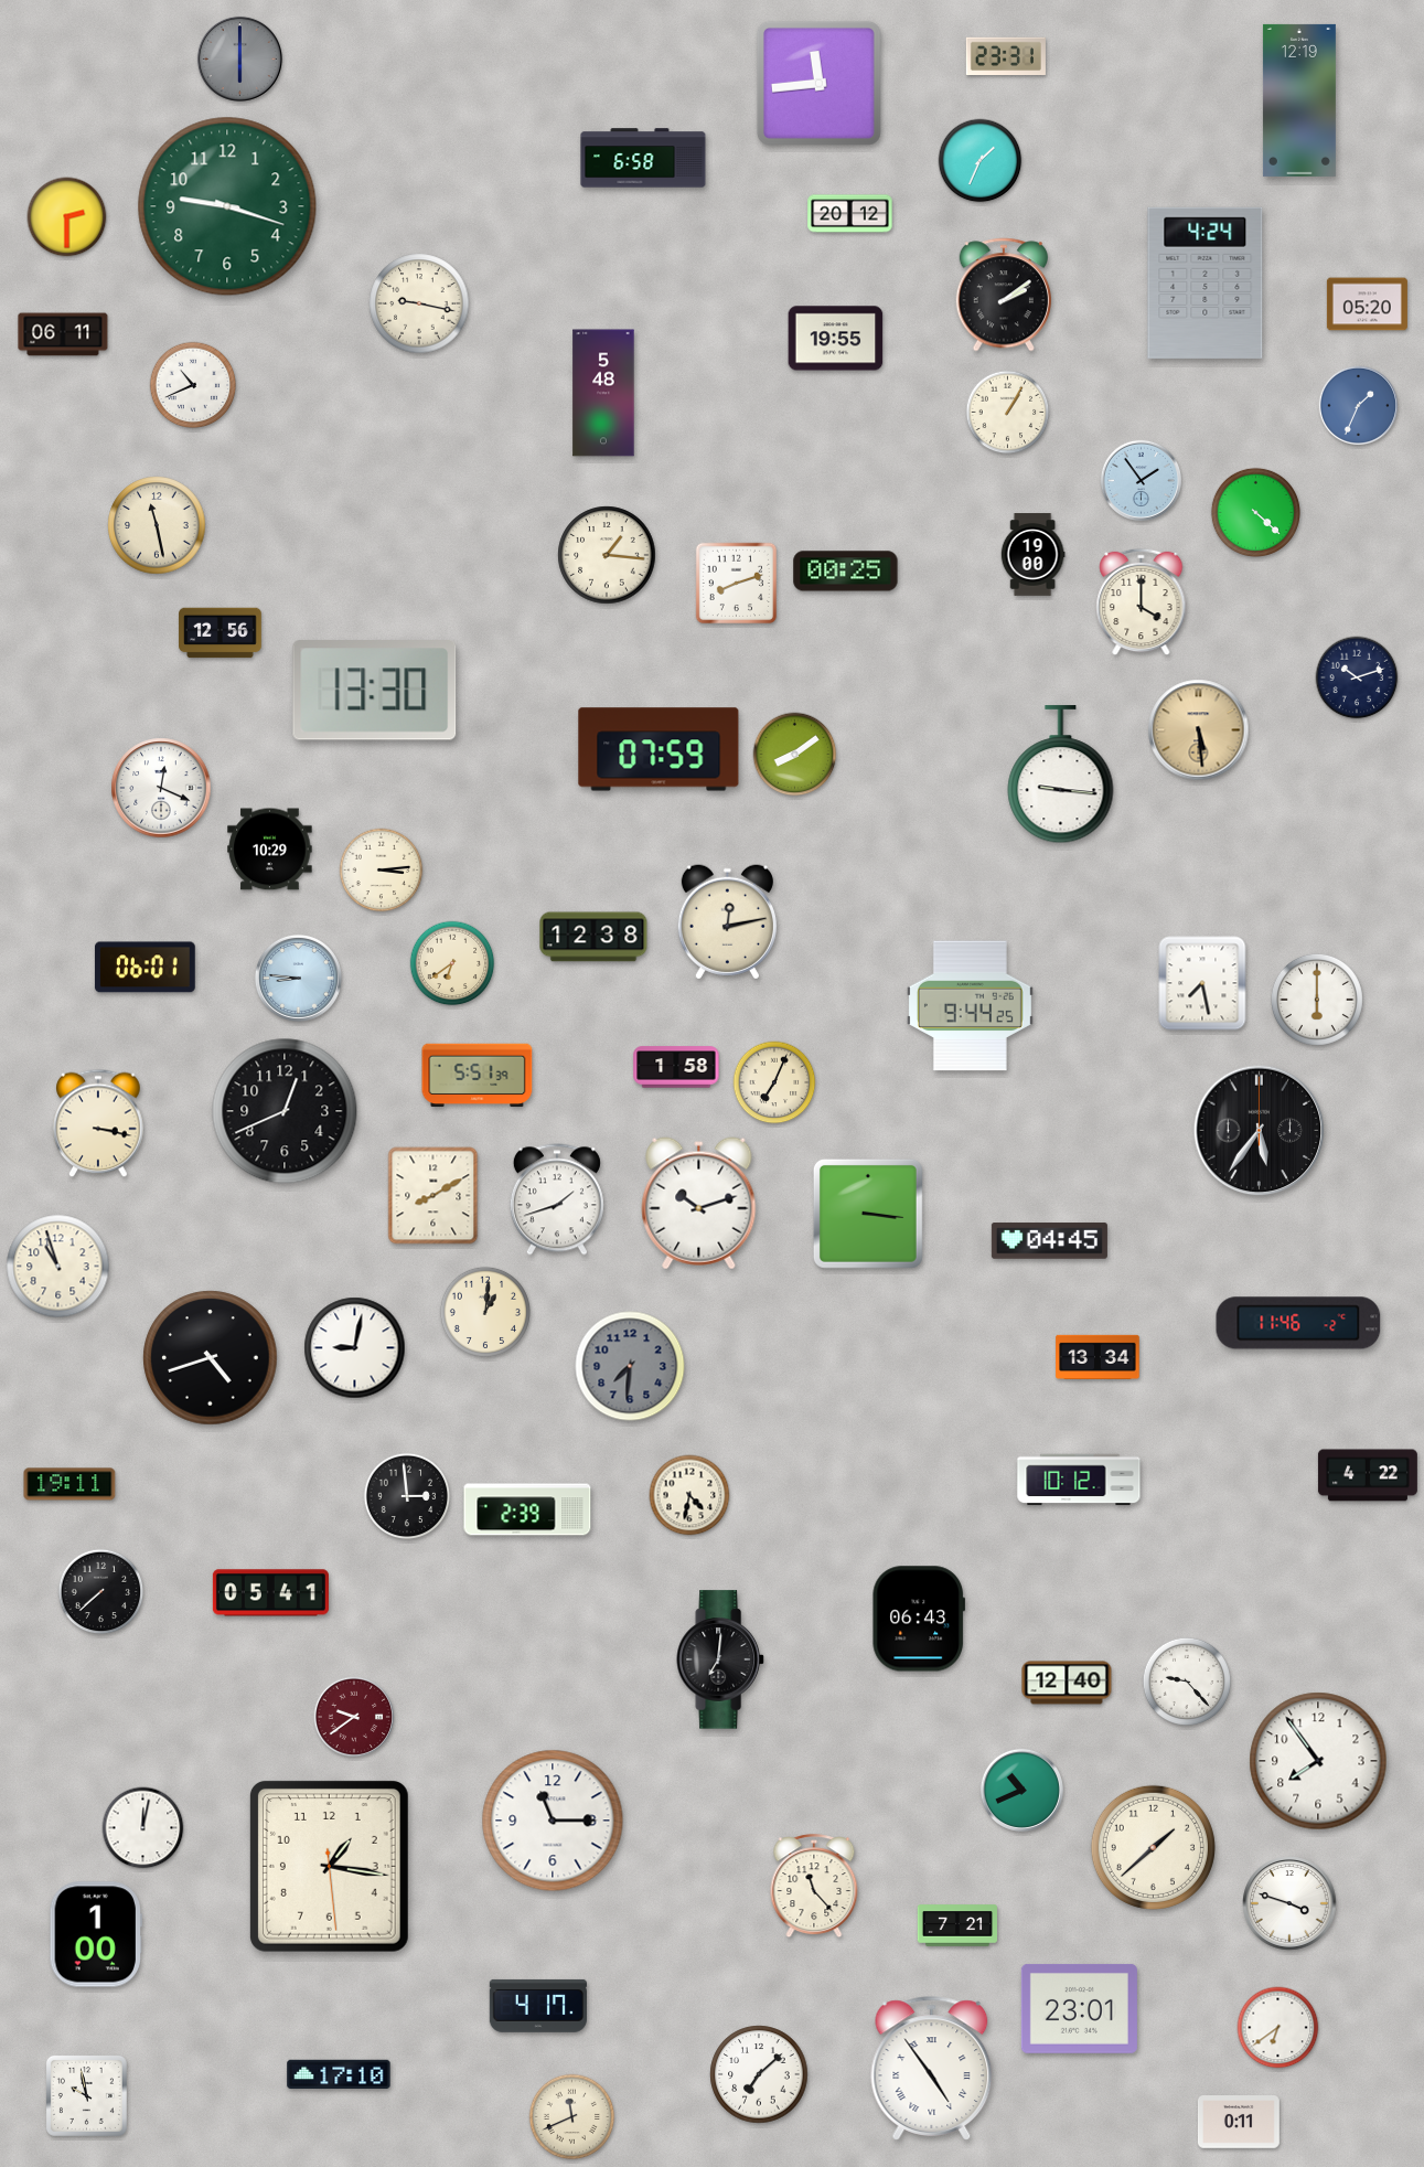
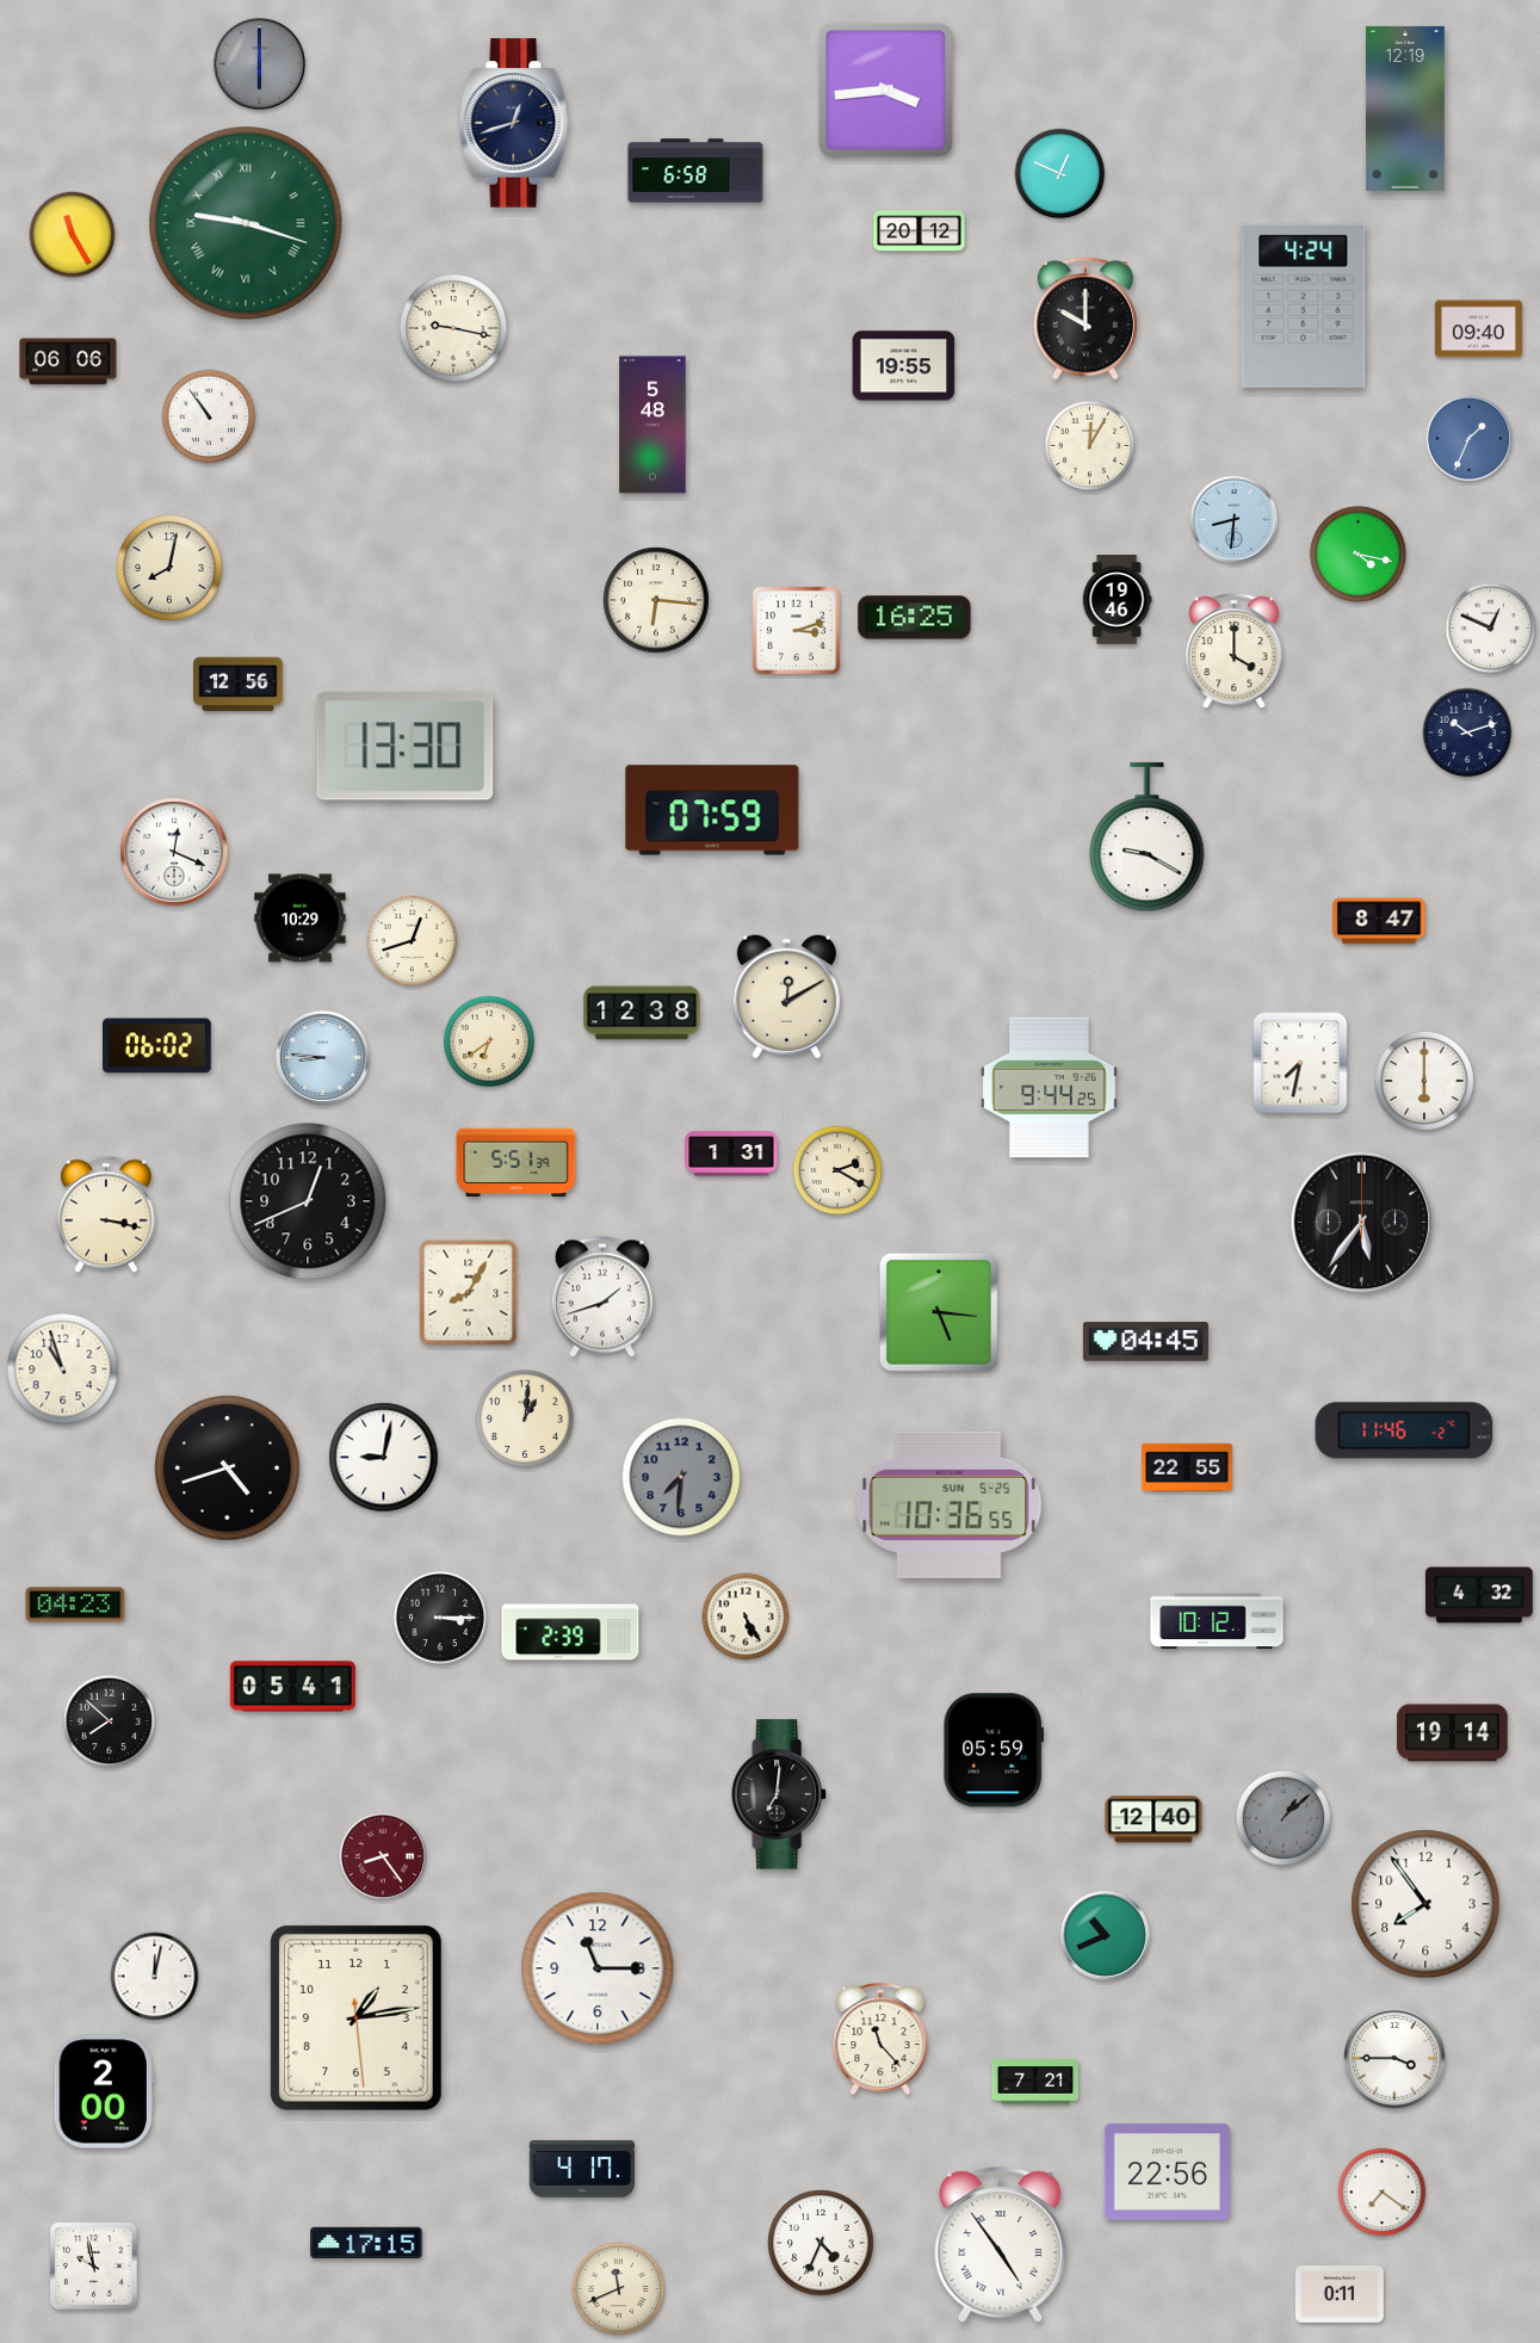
clock at (1006, 56): 23:31 -> none
clock at (818, 83): 11:44 -> 3:44
clock at (514, 123): none -> 12:42
clock at (981, 161): 1:34 -> 12:49
clock at (227, 206) numerals: Arabic -> Roman
clock at (67, 217): 2:30 -> 11:25
clock at (1003, 295): 2:09 -> 10:00
clock at (1367, 305): 05:20 -> 09:40
clock at (63, 334): 06:11 -> 06:06
clock at (193, 385): 10:41 -> 10:54
clock at (1008, 413): 1:05 -> 12:05
clock at (1141, 480): 1:54 -> 8:31
clock at (1255, 512): 4:22 -> 4:17
clock at (157, 525): 11:28 -> 8:02
clock at (607, 555): 1:16 -> 6:16
clock at (1032, 555): 19:00 -> 19:46
clock at (846, 572): 00:25 -> 16:25
clock at (1491, 629): none -> 12:49
clock at (737, 584): 8:12 -> 3:12
clock at (1199, 730): 5:29 -> none
clock at (795, 755): 8:09 -> none
clock at (1061, 775): 9:16 -> 9:20
clock at (270, 850) position: (270, 850) -> (301, 919)
clock at (1379, 921): none -> 8:47
clock at (382, 871): 3:14 -> 12:42
clock at (727, 922): 12:13 -> 12:10
clock at (144, 968): 06:01 -> 06:02
clock at (1202, 983): 7:28 -> 7:32
clock at (676, 1067): 1:58 -> 1:31
clock at (774, 1082): 7:04 -> 2:20
clock at (433, 1196): 8:10 -> 8:05
clock at (699, 1204): 10:12 -> none
clock at (868, 1214): 3:16 -> 5:16
clock at (1049, 1241) position: (1049, 1241) -> (1145, 1342)
clock at (1098, 1356): 13:34 -> 22:55
clock at (950, 1504): none -> 10:36
clock at (1368, 1475): 4:22 -> 4:32
clock at (1079, 1480) position: (1079, 1480) -> (1217, 1621)
clock at (69, 1484): 19:11 -> 04:23
clock at (689, 1495): 4:32 -> 5:25
clock at (407, 1496): 2:59 -> 3:15
clock at (101, 1592): 7:38 -> 7:52
clock at (270, 1593) position: (270, 1593) -> (292, 1687)
clock at (1453, 1733): none -> 19:14
clock at (918, 1619): 06:43 -> 05:59
clock at (1186, 1680): 9:23 -> 1:08
clock at (1186, 1680) dial: white -> grey
clock at (354, 1717): 9:39 -> 8:24
clock at (1153, 1847): 1:38 -> none
clock at (329, 1866): 1:16 -> 1:13
clock at (1289, 1903): 3:48 -> 3:45
clock at (95, 1934): 1:00 -> 2:00
clock at (1079, 2008): 23:01 -> 22:56
clock at (1278, 2028): 6:39 -> 7:21
clock at (932, 2069) position: (932, 2069) -> (1001, 2245)
clock at (339, 2074): 17:10 -> 17:15
clock at (759, 2074): 7:08 -> 4:34
